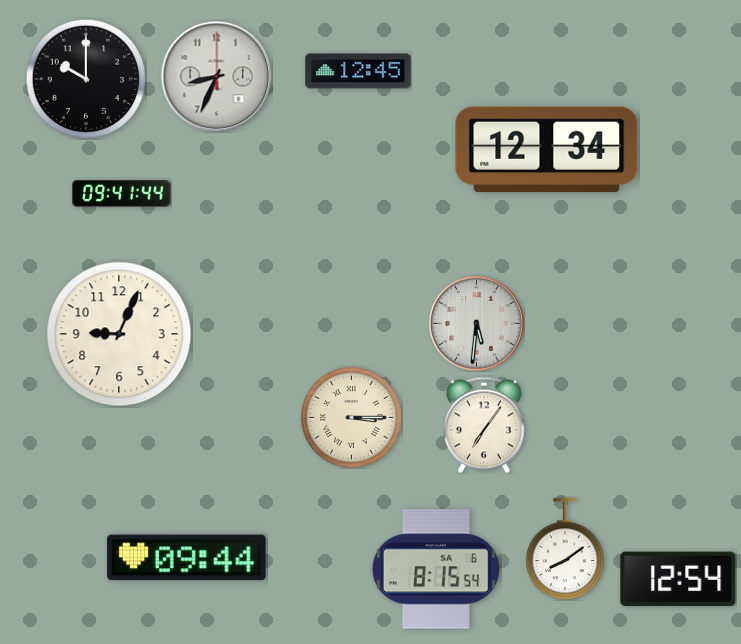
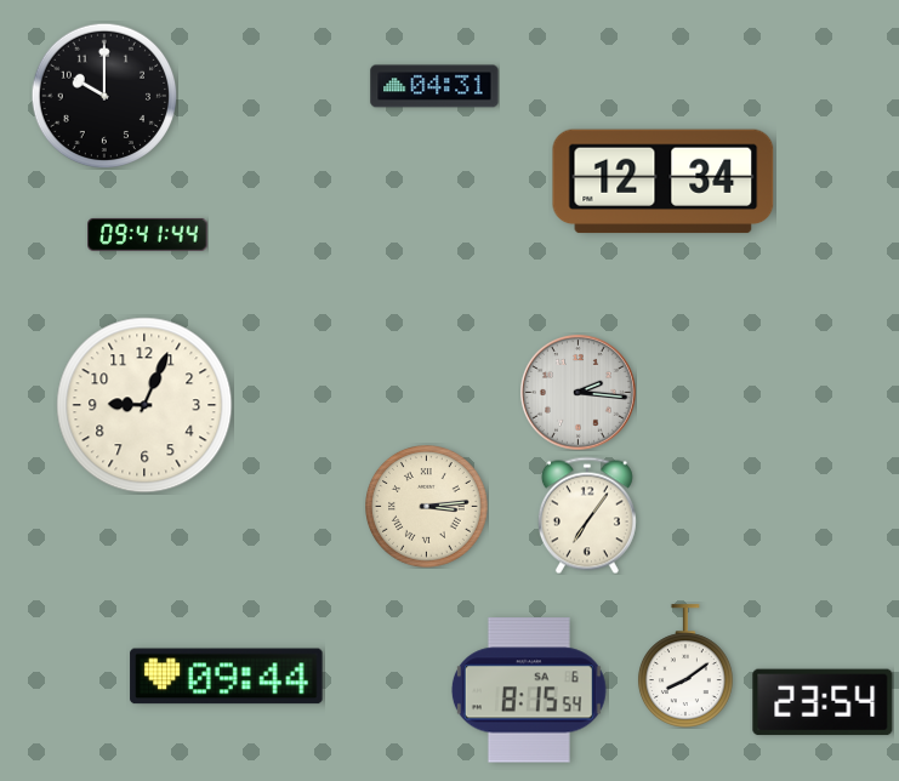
clock at (358, 71): 12:45 -> 04:31
clock at (216, 76): 8:34 -> none
clock at (477, 324): 5:31 -> 2:16
clock at (352, 418): 3:15 -> 3:14
clock at (678, 579): 12:54 -> 23:54
